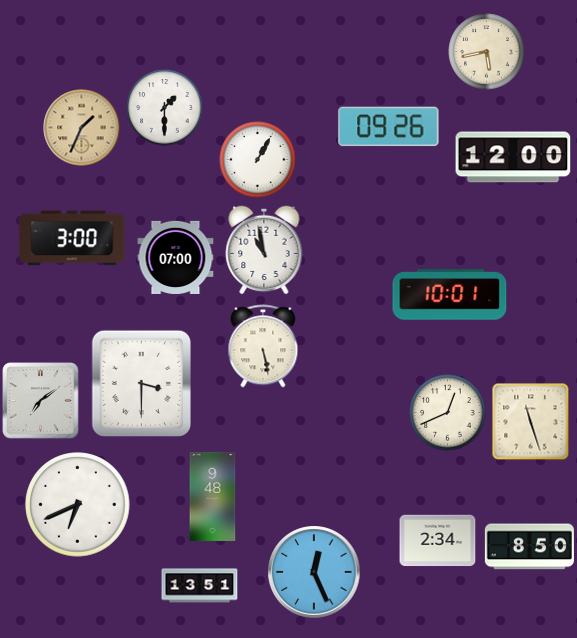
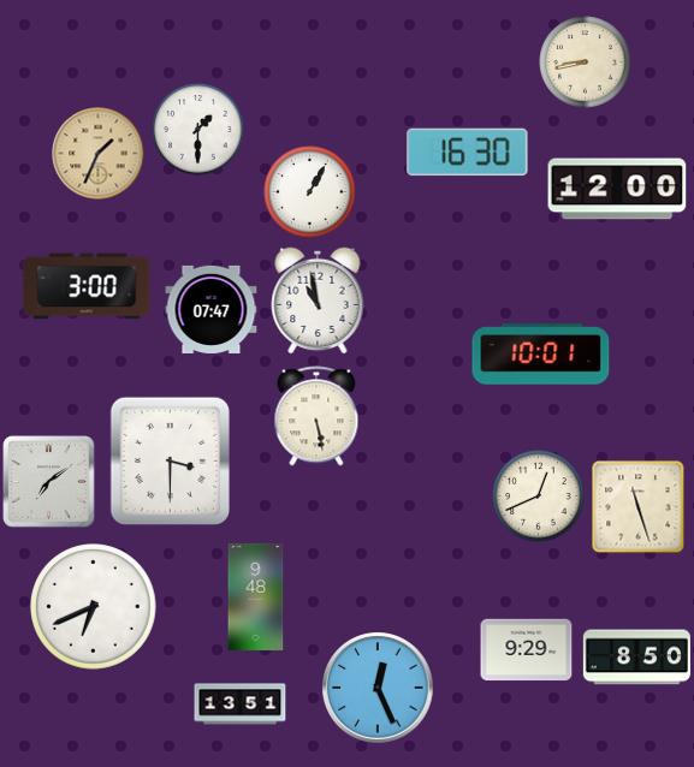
clock at (487, 52): 5:43 -> 8:43
clock at (389, 127): 09:26 -> 16:30
clock at (176, 257): 07:00 -> 07:47
clock at (438, 541): 2:34 -> 9:29
